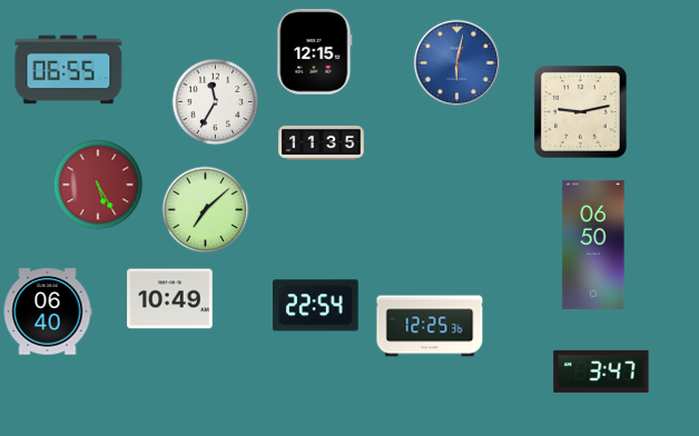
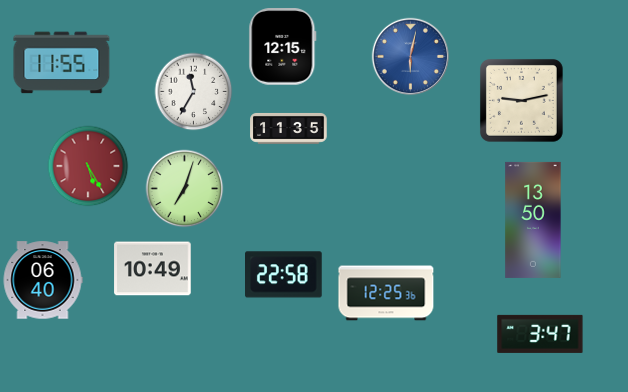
clock at (69, 70): 06:55 -> 11:55
clock at (205, 209): 7:08 -> 7:03
clock at (593, 245): 06:50 -> 13:50
clock at (316, 306): 22:54 -> 22:58
